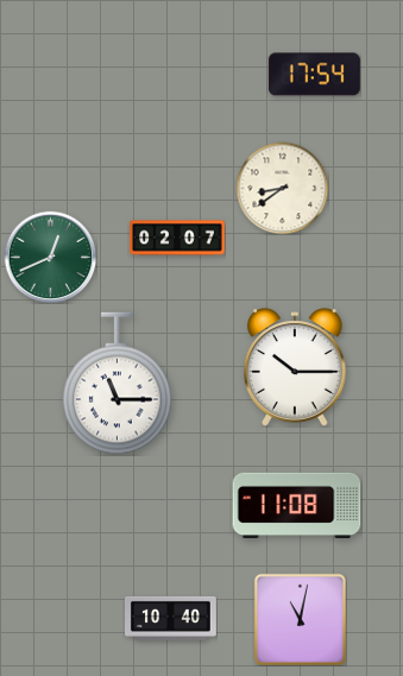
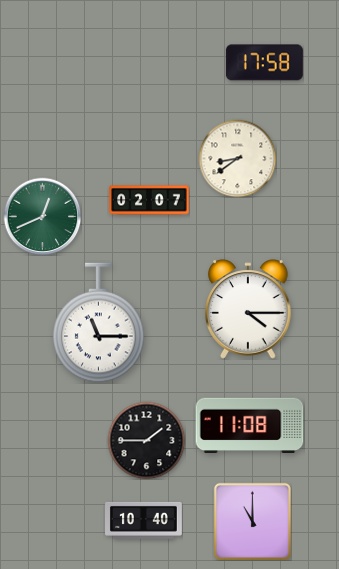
clock at (314, 75): 17:54 -> 17:58
clock at (295, 367): 10:15 -> 4:15
clock at (146, 440): none -> 1:45
clock at (300, 619): 11:02 -> 11:00
